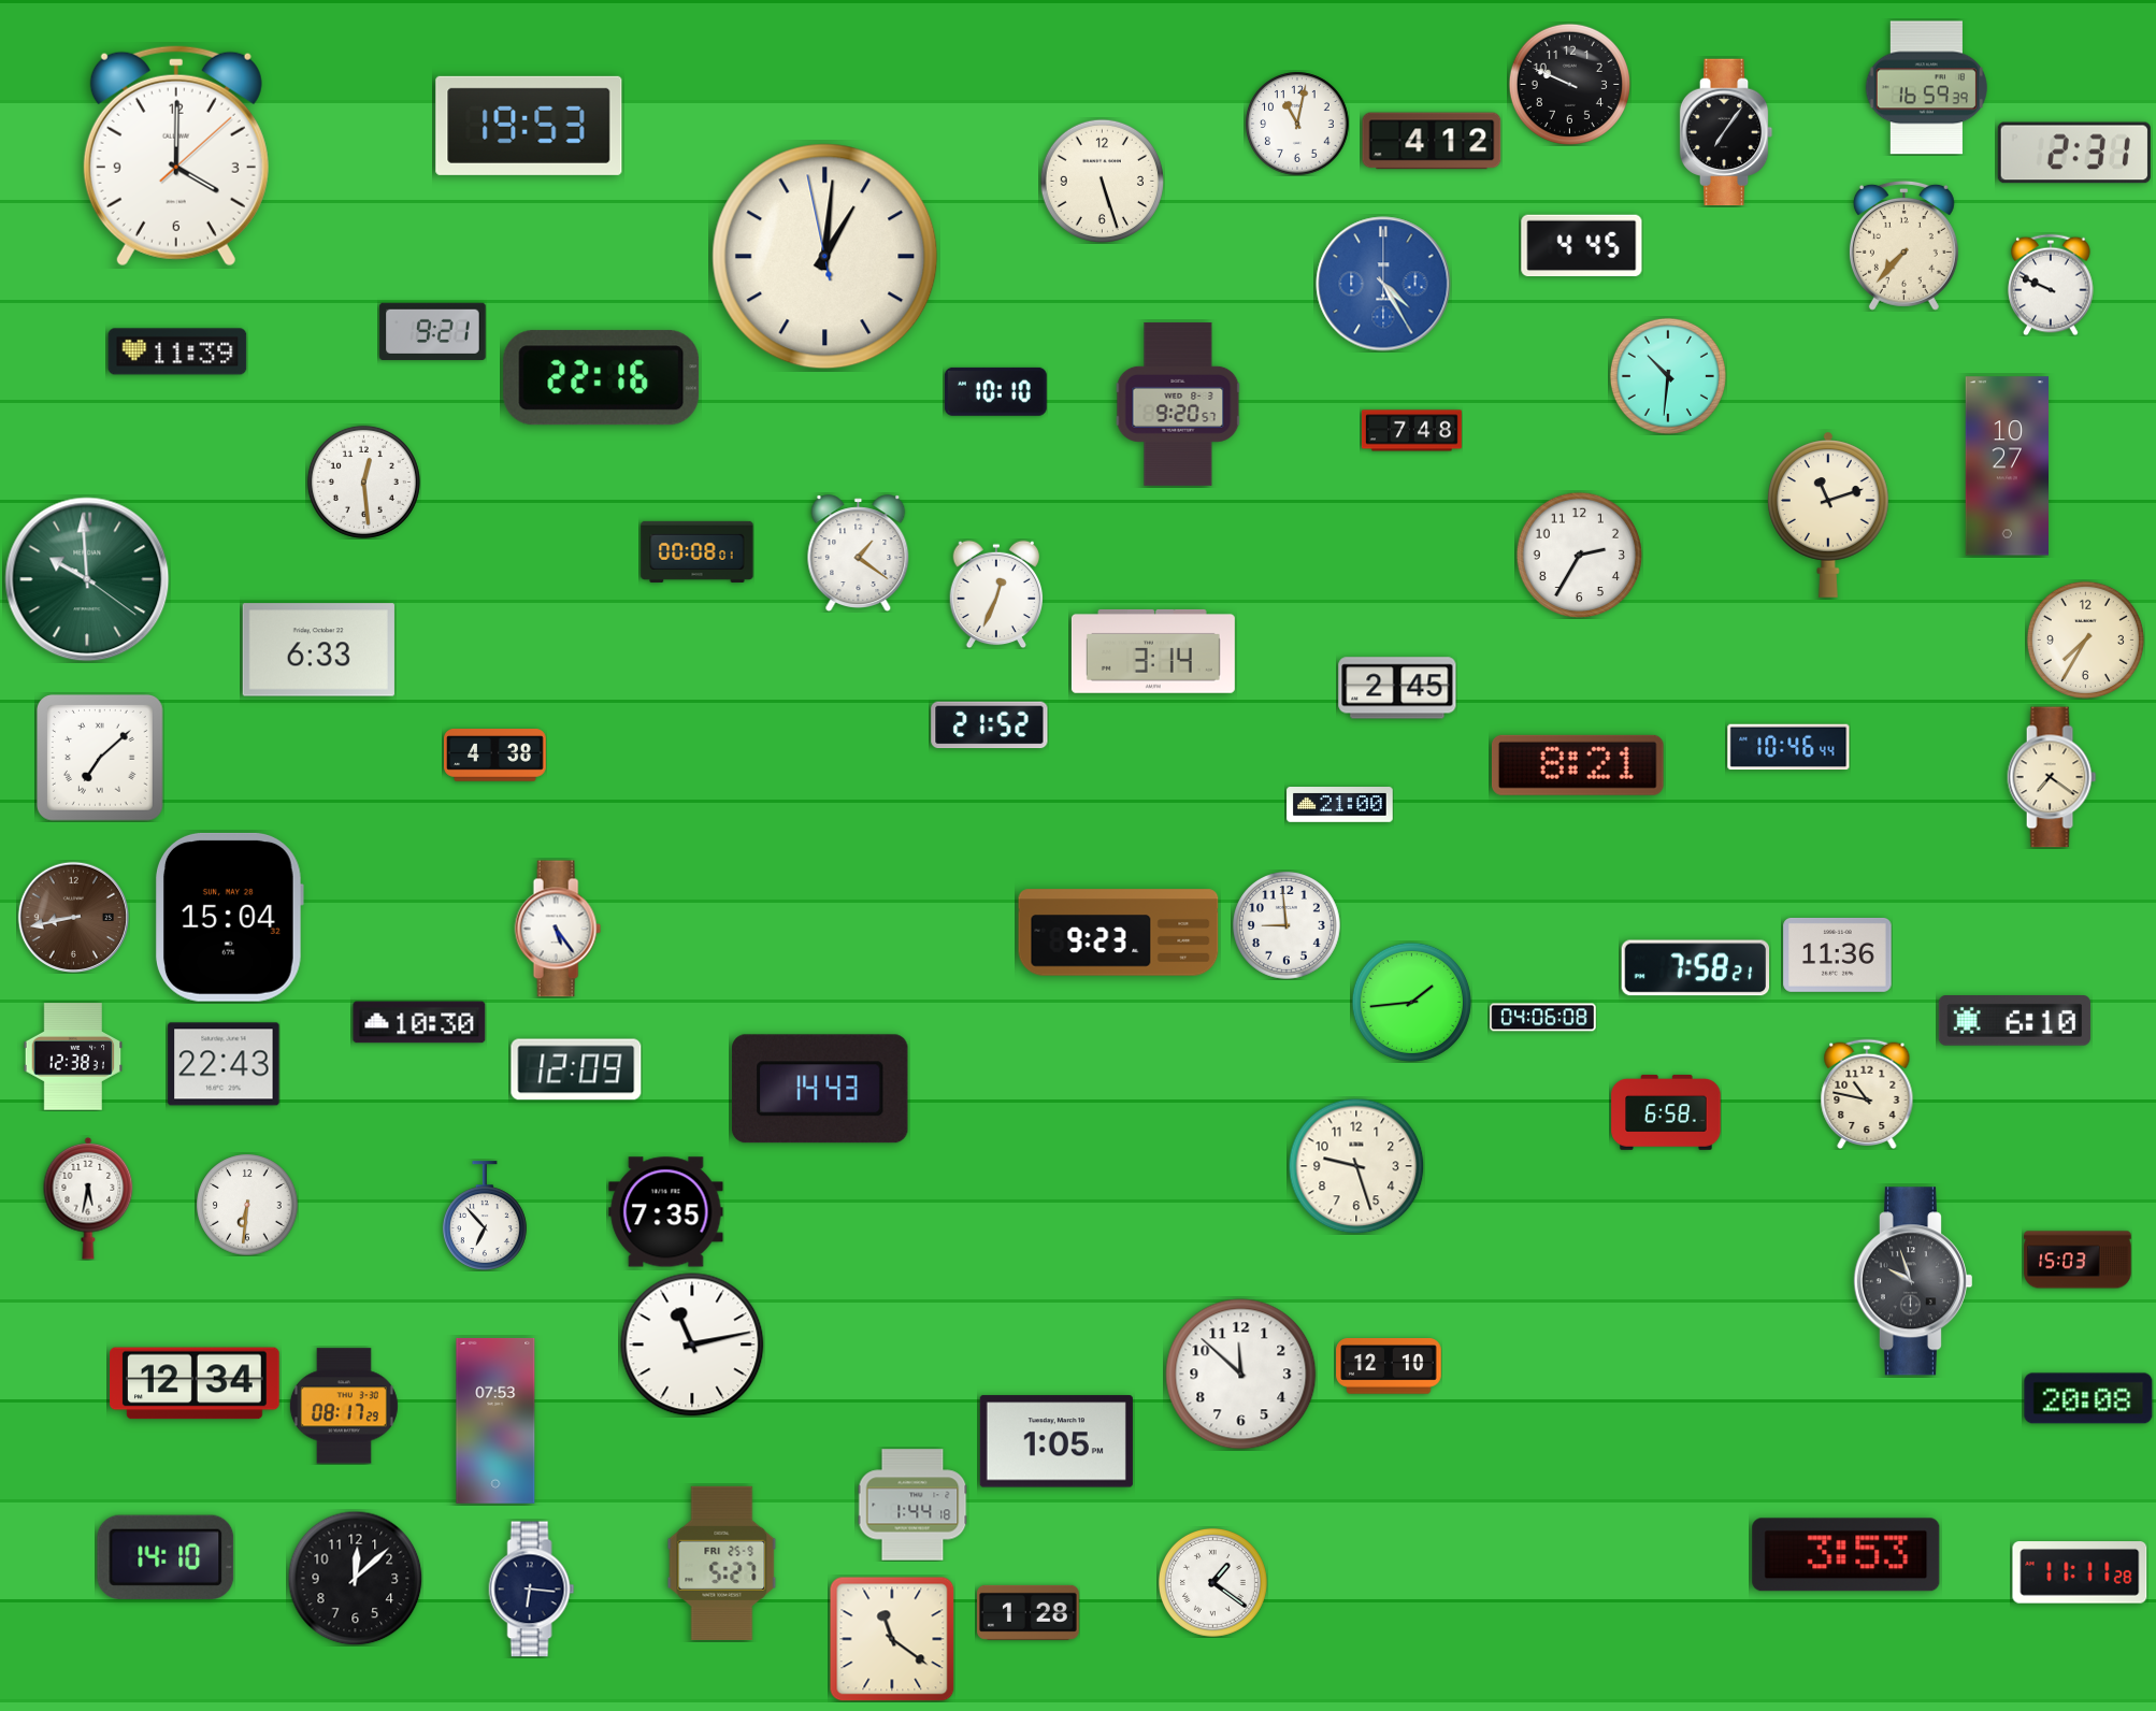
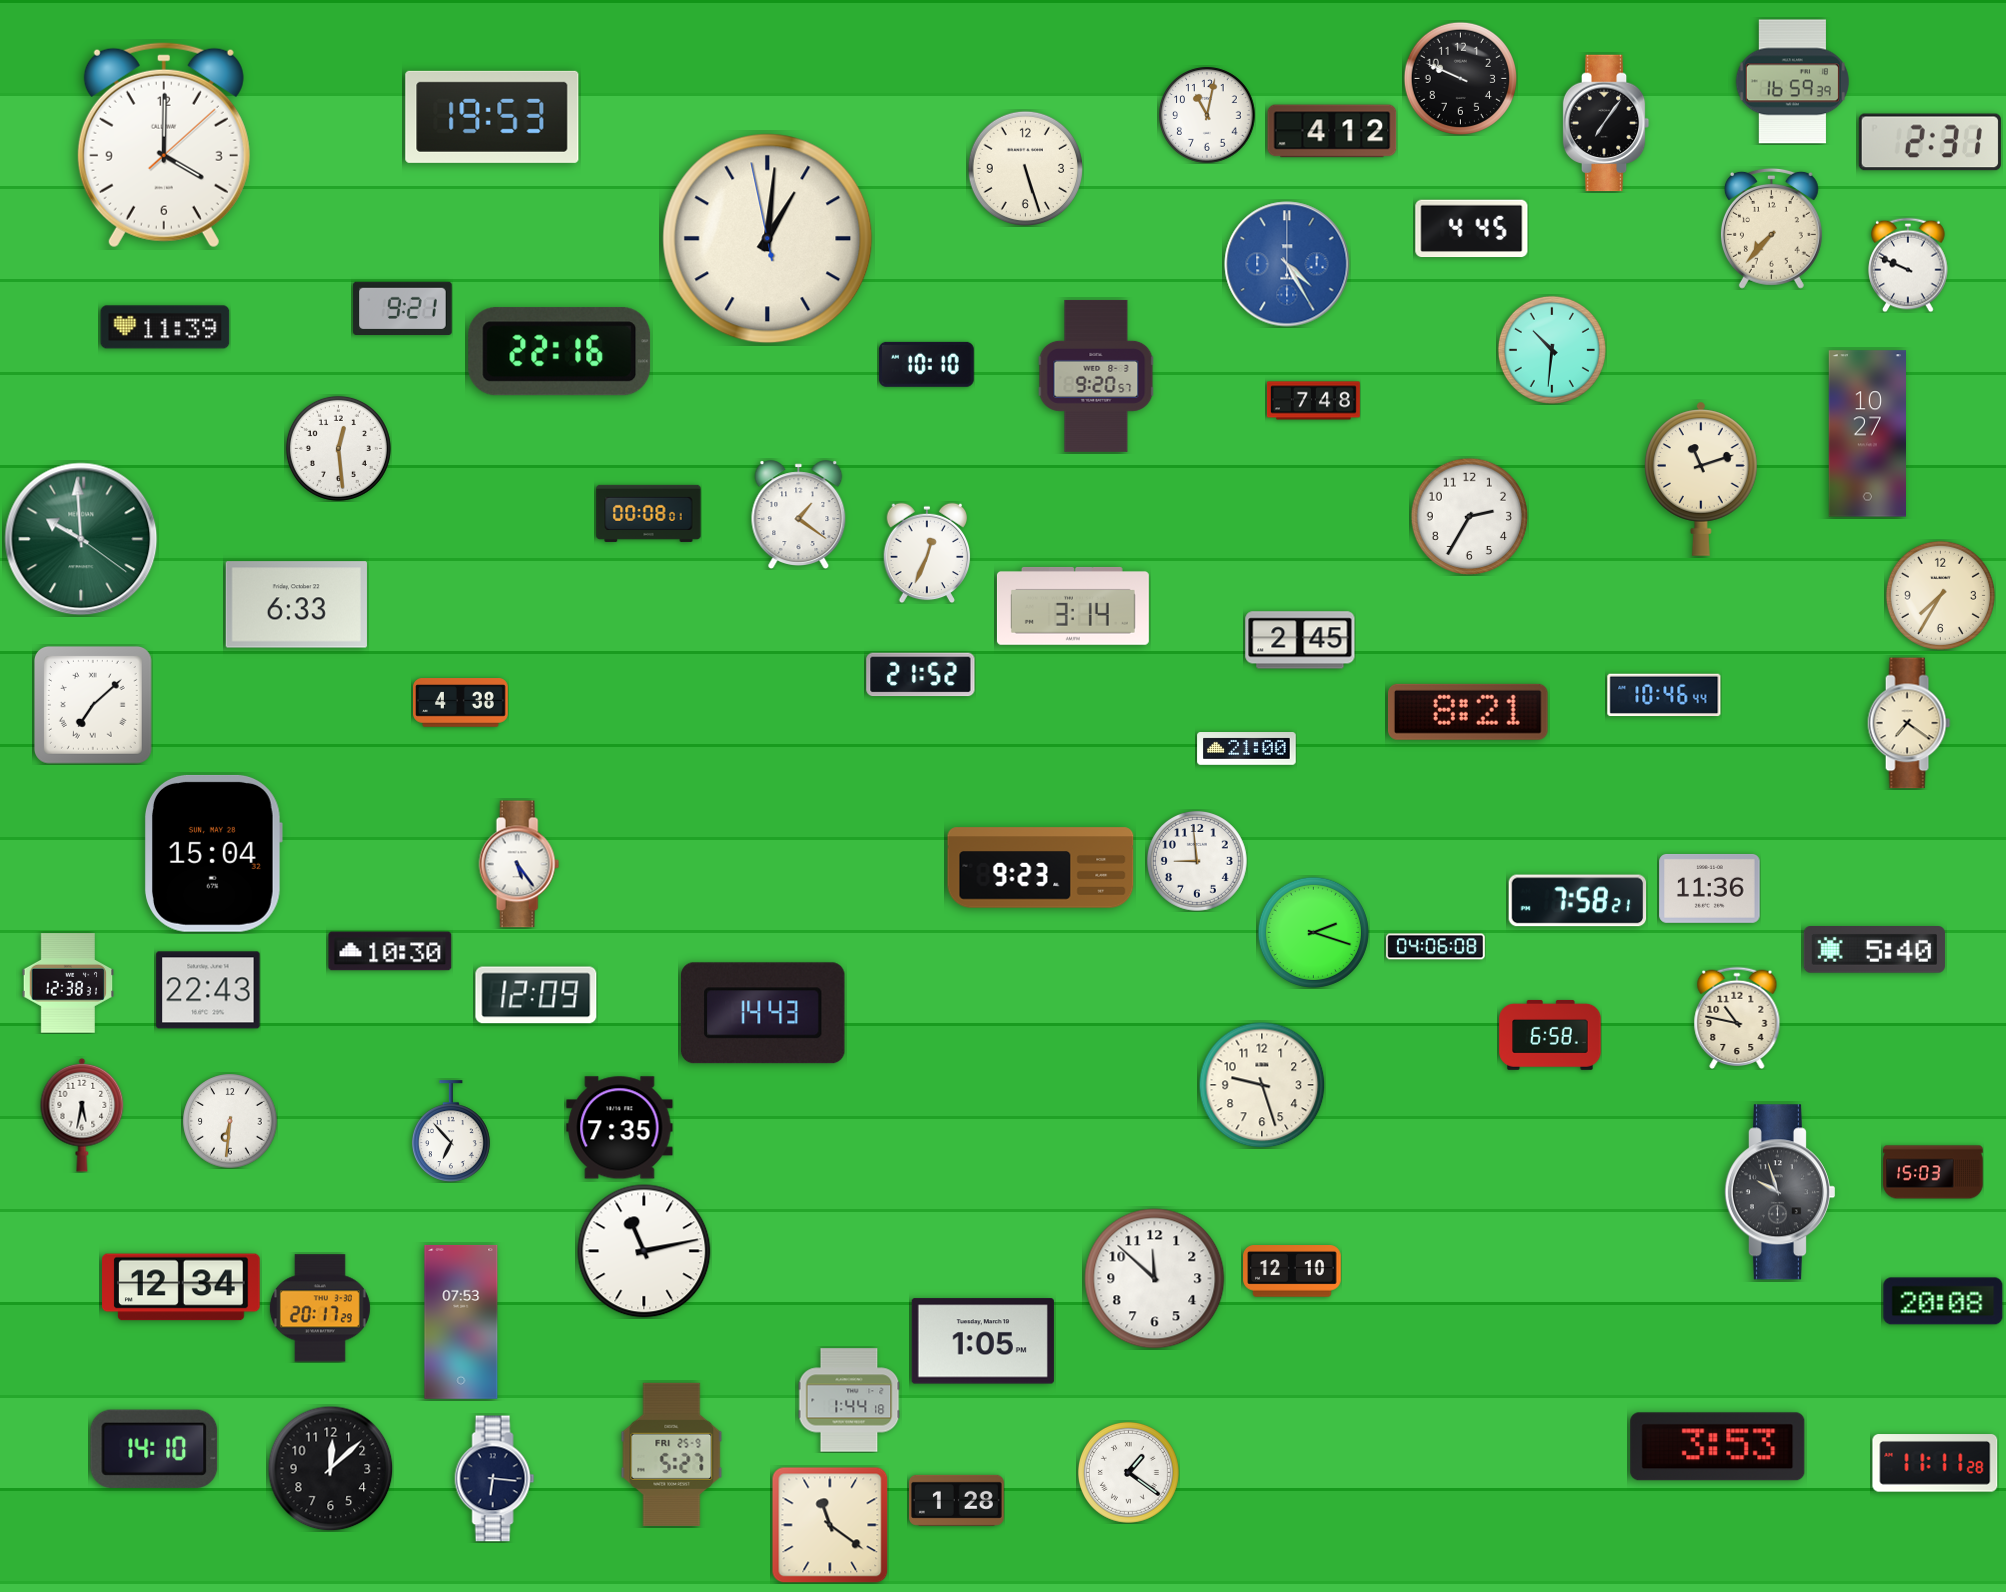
clock at (73, 917): 8:43 -> none
clock at (1411, 1002): 1:44 -> 2:18
clock at (2014, 1021): 6:10 -> 5:40
clock at (344, 1406): 08:17 -> 20:17
